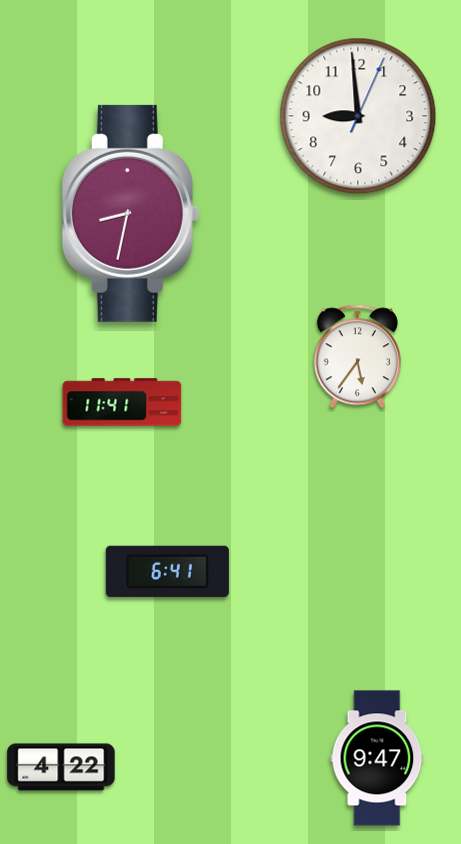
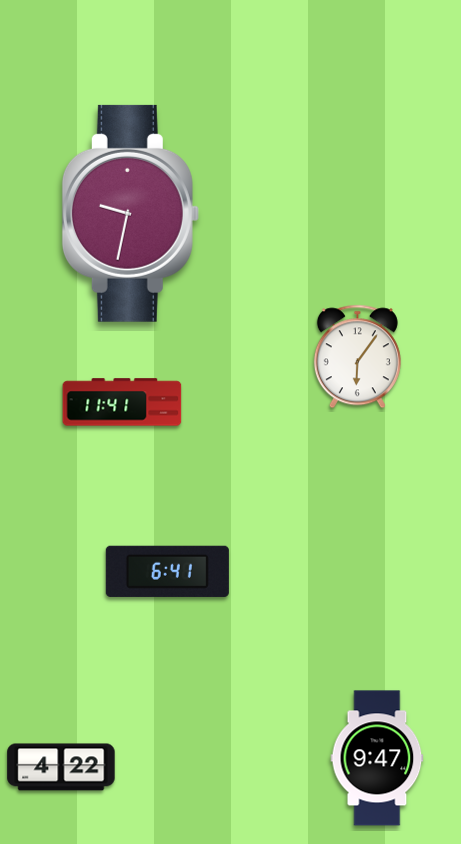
clock at (358, 116): 8:59 -> none
clock at (130, 213): 8:32 -> 9:32
clock at (357, 357): 5:36 -> 6:06
